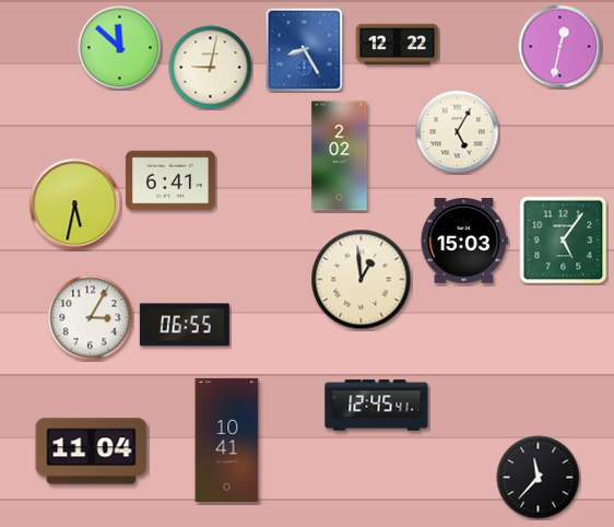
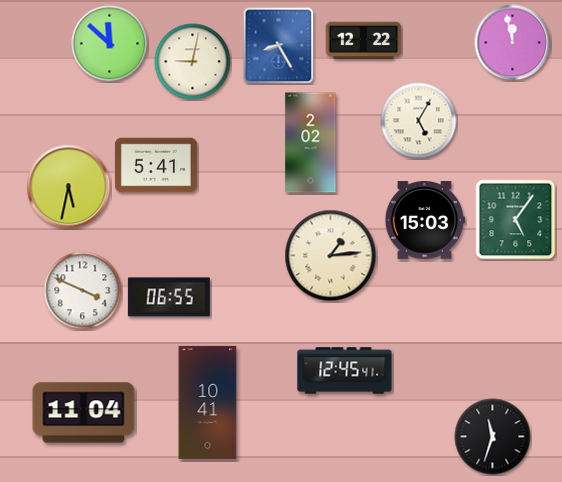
clock at (560, 47): 12:32 -> 11:58
clock at (170, 180): 6:41 -> 5:41
clock at (362, 280): 12:59 -> 1:14
clock at (91, 318): 3:05 -> 3:49
clock at (539, 478): 11:37 -> 11:33
